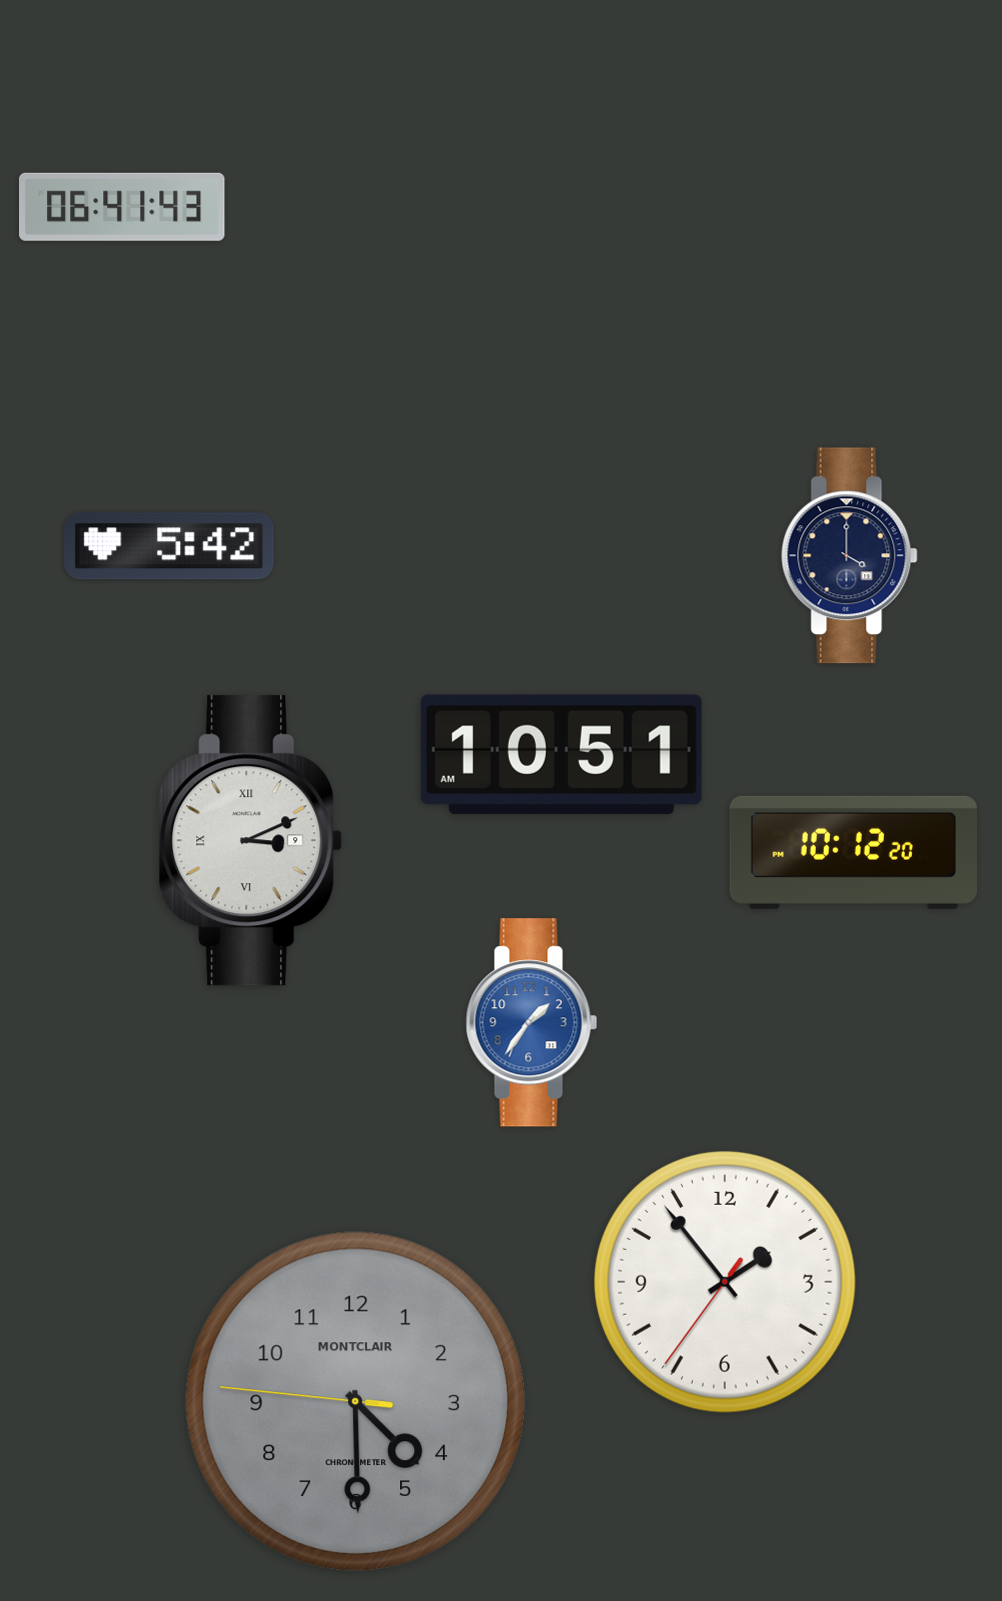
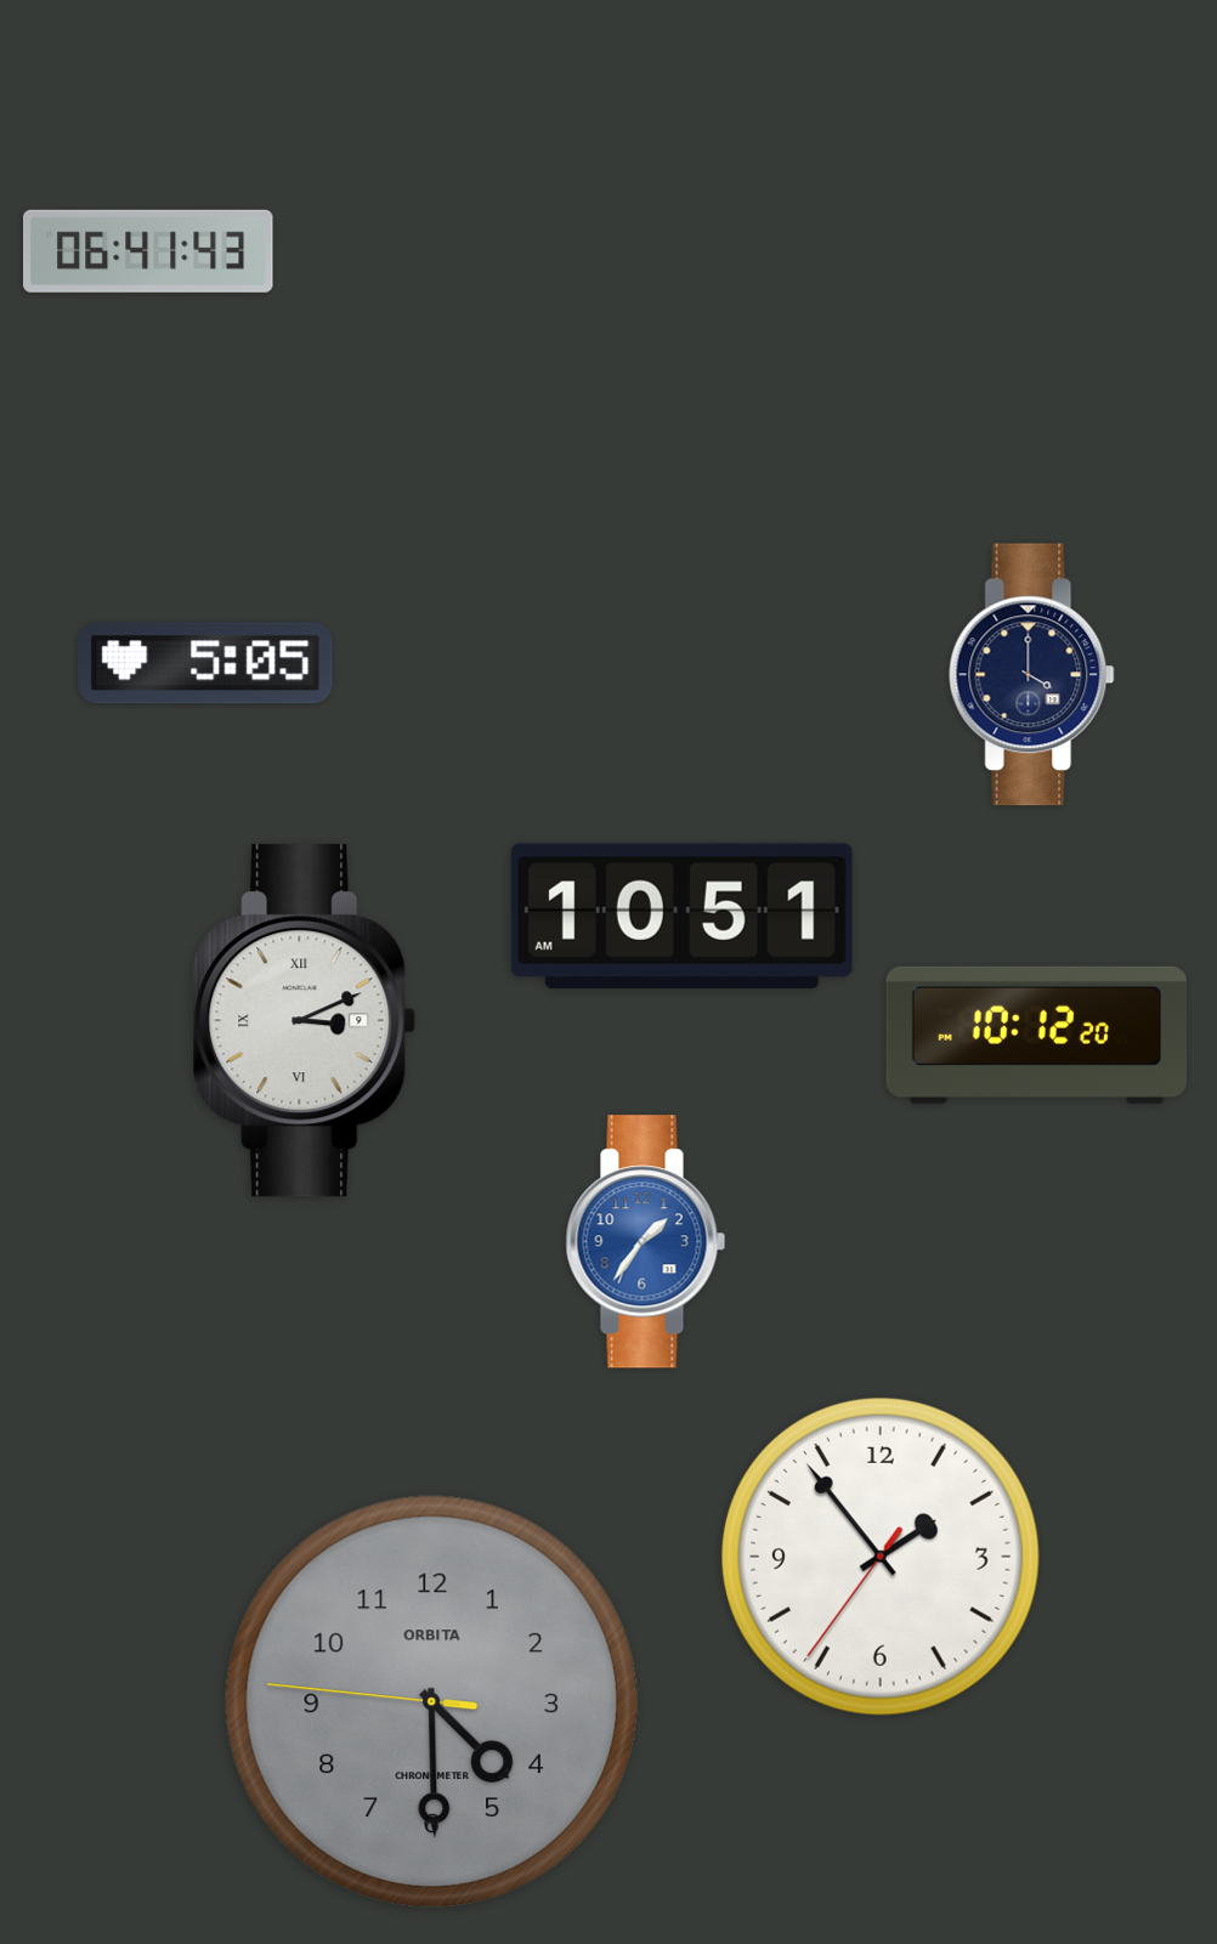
clock at (169, 546): 5:42 -> 5:05
clock at (355, 1401) brand: MONTCLAIR -> ORBITA
